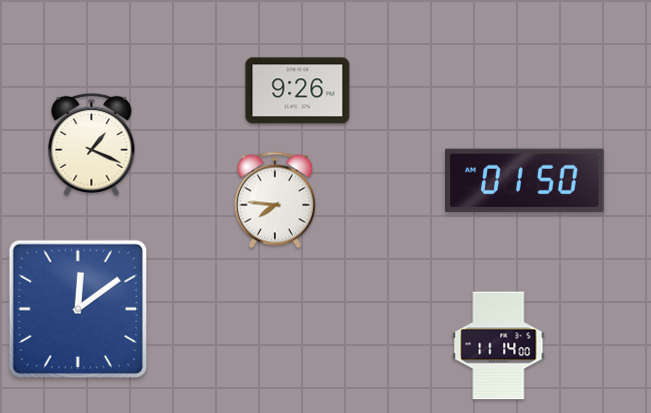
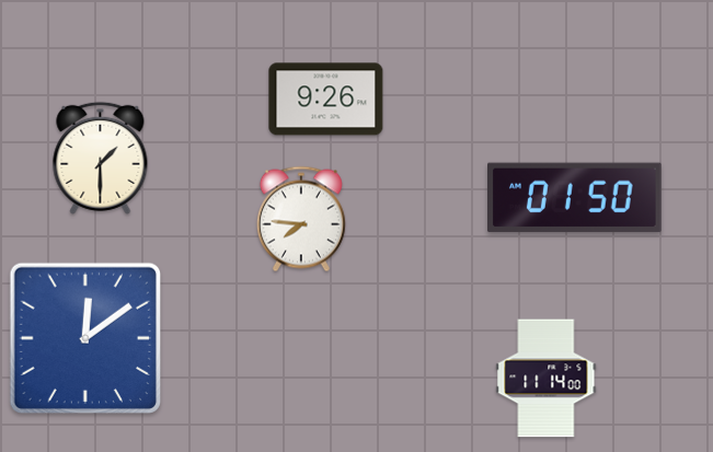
clock at (92, 144): 1:19 -> 1:30
